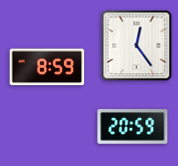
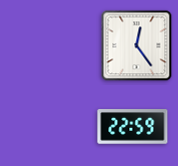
clock at (47, 67): 8:59 -> none
clock at (133, 127): 20:59 -> 22:59
